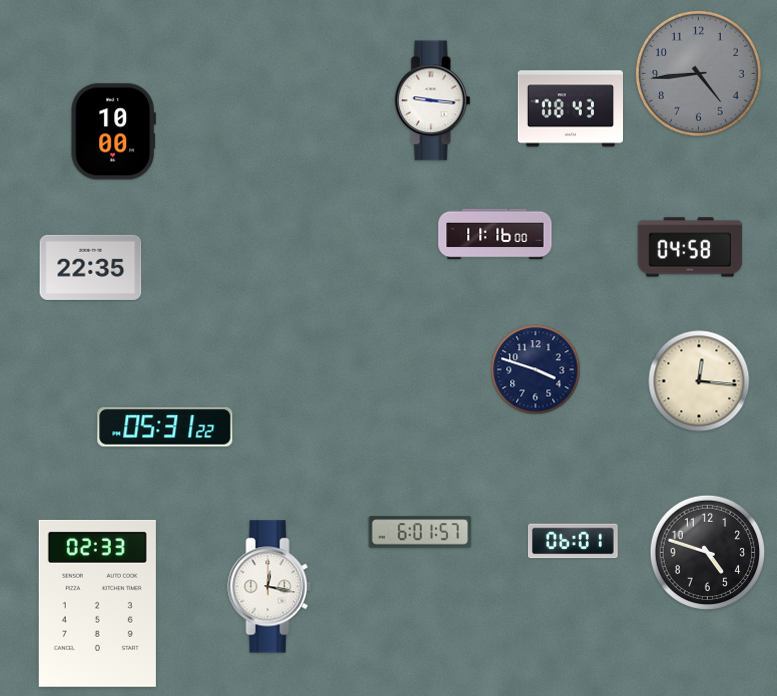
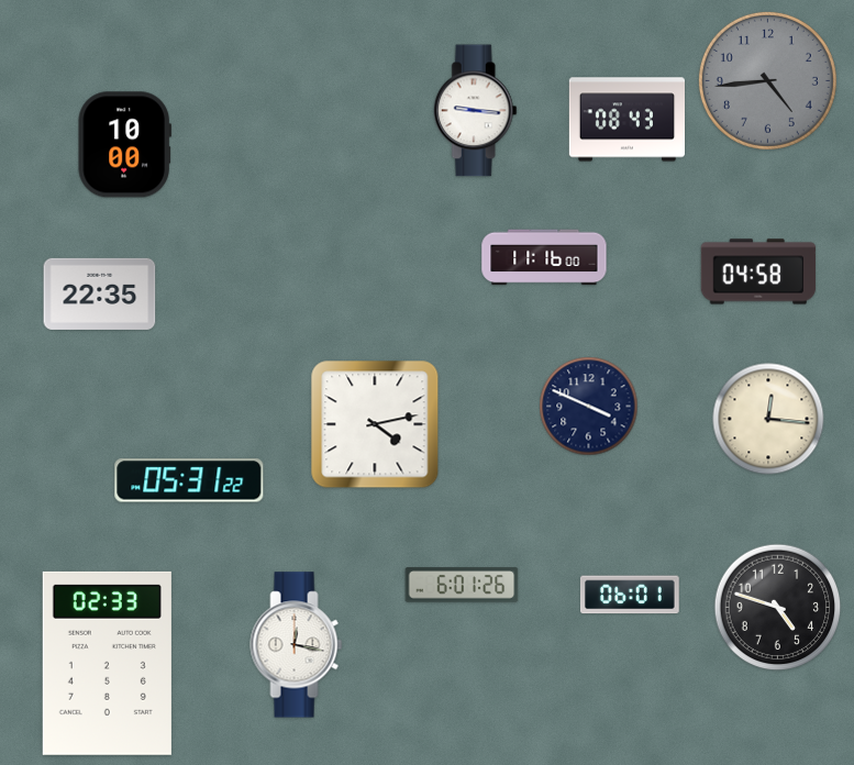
clock at (536, 370): 3:48 -> 3:49
clock at (375, 424): none -> 4:13
clock at (165, 427) position: (165, 427) -> (189, 480)
clock at (420, 532): 6:01:57 -> 6:01:26
